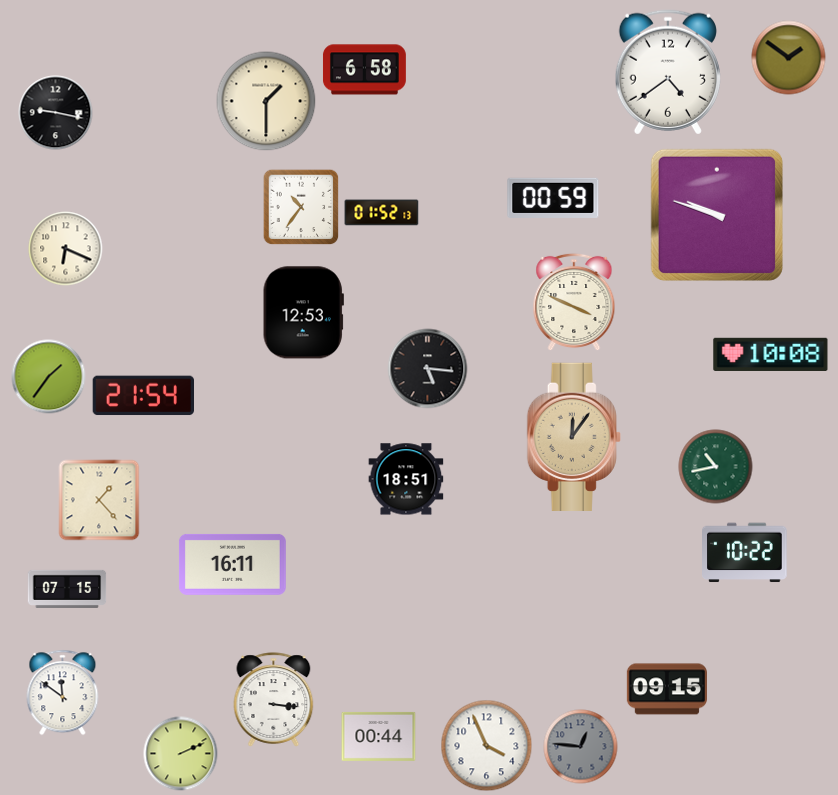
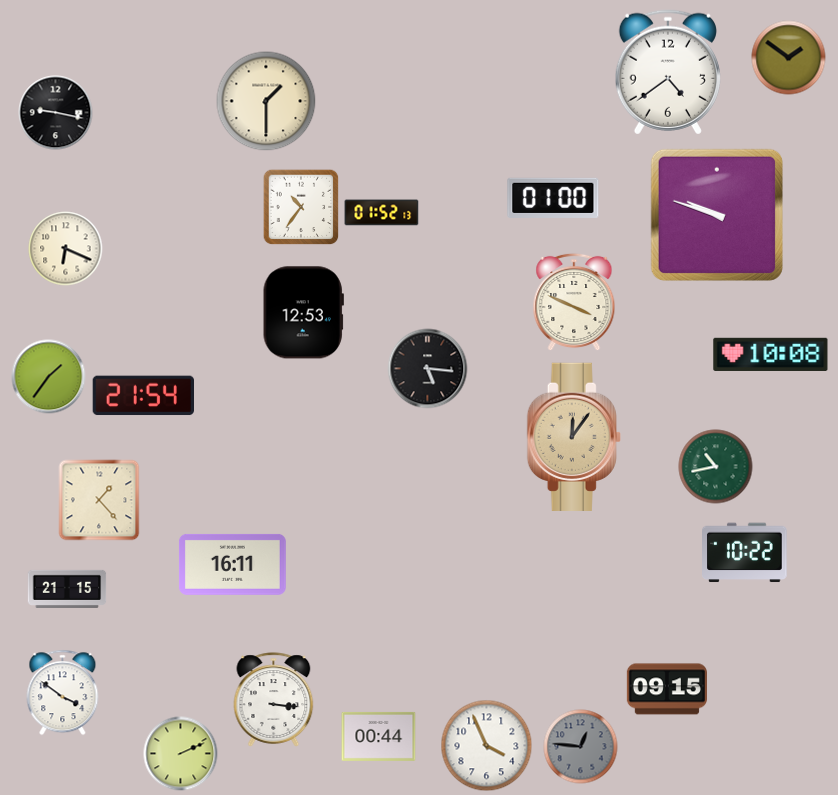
clock at (364, 70): 6:58 -> none
clock at (553, 198): 00:59 -> 01:00
clock at (406, 479): 18:51 -> none
clock at (67, 589): 07:15 -> 21:15
clock at (63, 693): 11:51 -> 3:51
